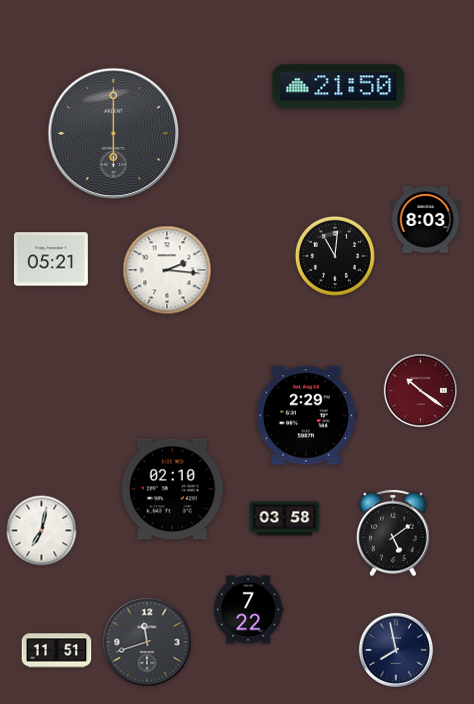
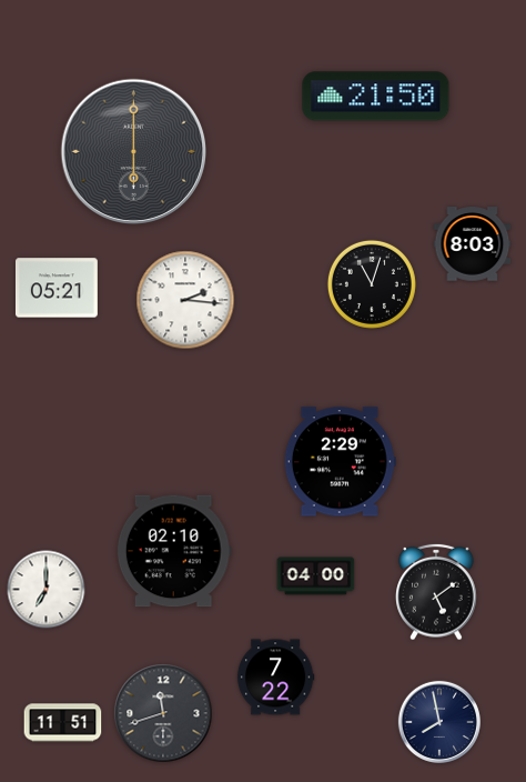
clock at (114, 134) position: (114, 134) -> (134, 152)
clock at (335, 256): 11:01 -> 11:03
clock at (420, 390): 10:21 -> none
clock at (173, 489) position: (173, 489) -> (174, 551)
clock at (285, 519): 03:58 -> 04:00
clock at (42, 531): 7:02 -> 7:00
